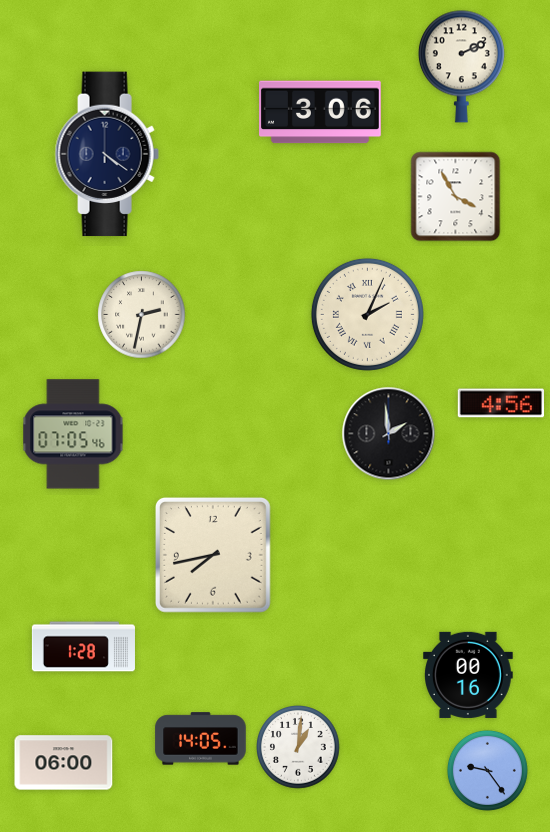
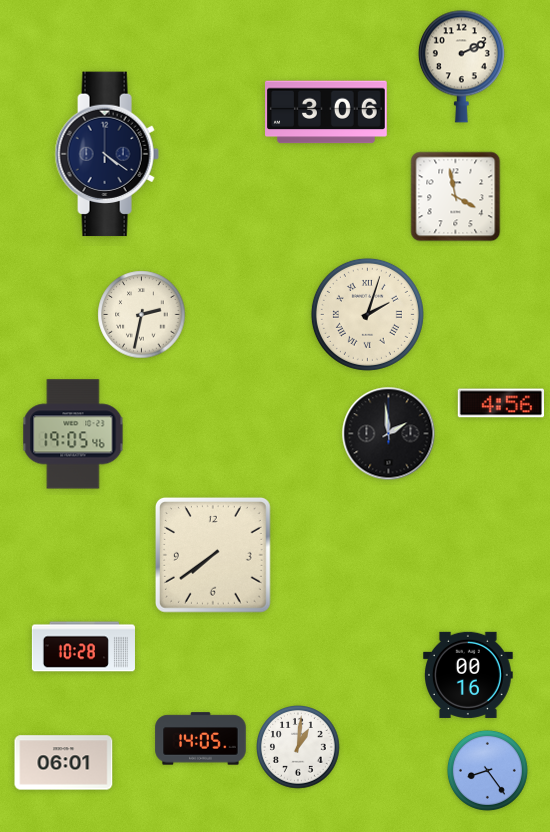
clock at (321, 112) position: (321, 112) -> (327, 112)
clock at (456, 197): 3:55 -> 3:58
clock at (367, 314): 2:04 -> 2:03
clock at (73, 434): 07:05 -> 19:05
clock at (213, 555): 7:43 -> 7:39
clock at (83, 647): 1:28 -> 10:28
clock at (64, 763): 06:00 -> 06:01
clock at (487, 770): 9:24 -> 8:24
